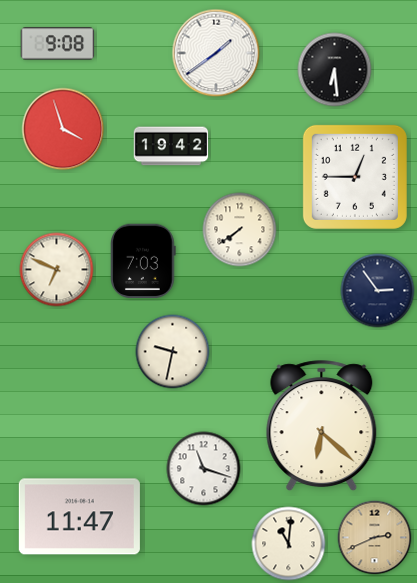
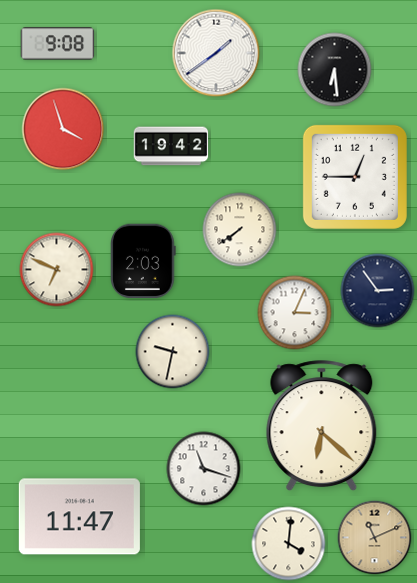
clock at (143, 261): 7:03 -> 2:03
clock at (295, 313): none -> 3:04
clock at (375, 538): 2:41 -> 11:11
clock at (289, 544): 11:01 -> 4:01
